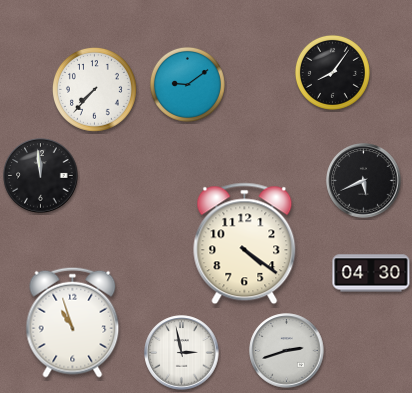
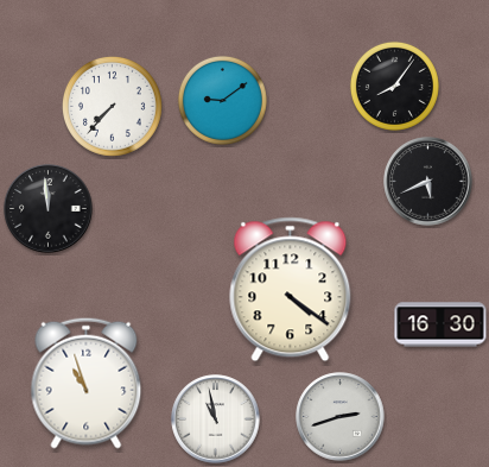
clock at (364, 181) position: (364, 181) -> (428, 182)
clock at (371, 273): 04:30 -> 16:30
clock at (182, 353): 2:58 -> 10:58
